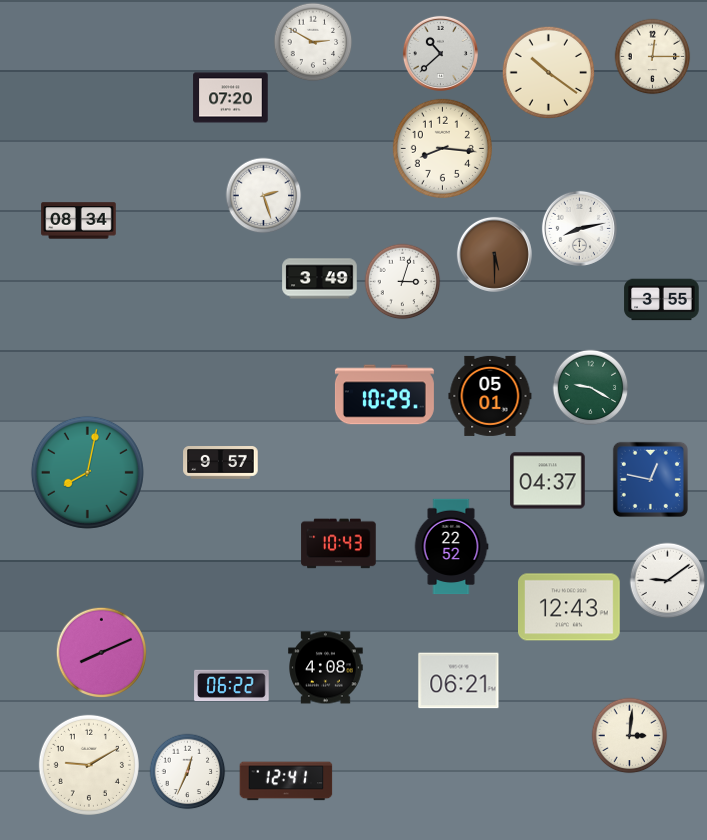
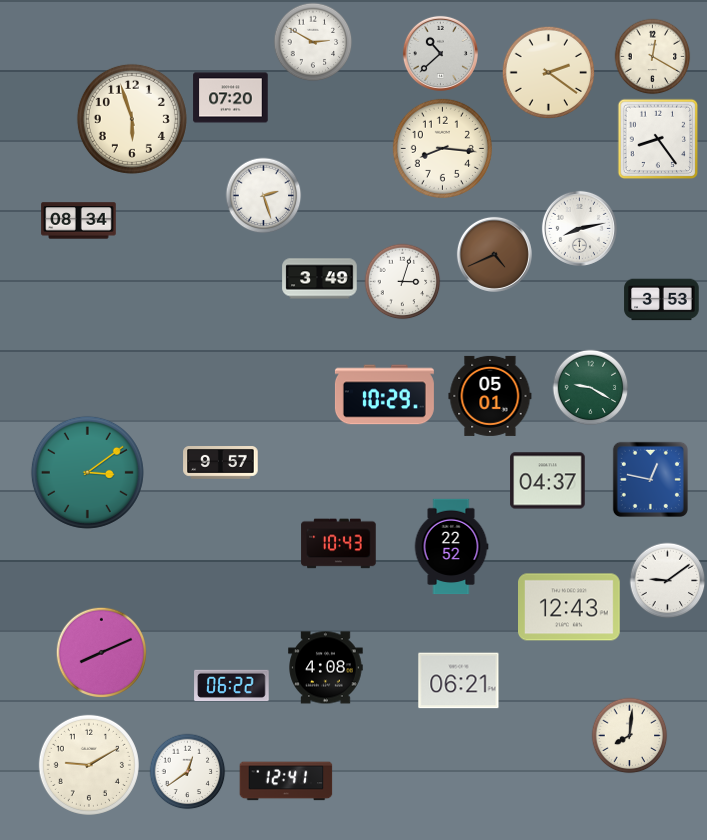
clock at (653, 57): 12:15 -> 12:20
clock at (548, 72): 10:21 -> 2:21
clock at (132, 119): none -> 5:57
clock at (658, 139): none -> 8:24
clock at (494, 254): 5:30 -> 4:41
clock at (662, 300): 3:55 -> 3:53
clock at (87, 472): 8:02 -> 3:09
clock at (630, 736): 3:01 -> 8:01
clock at (188, 772): 12:34 -> 12:39
